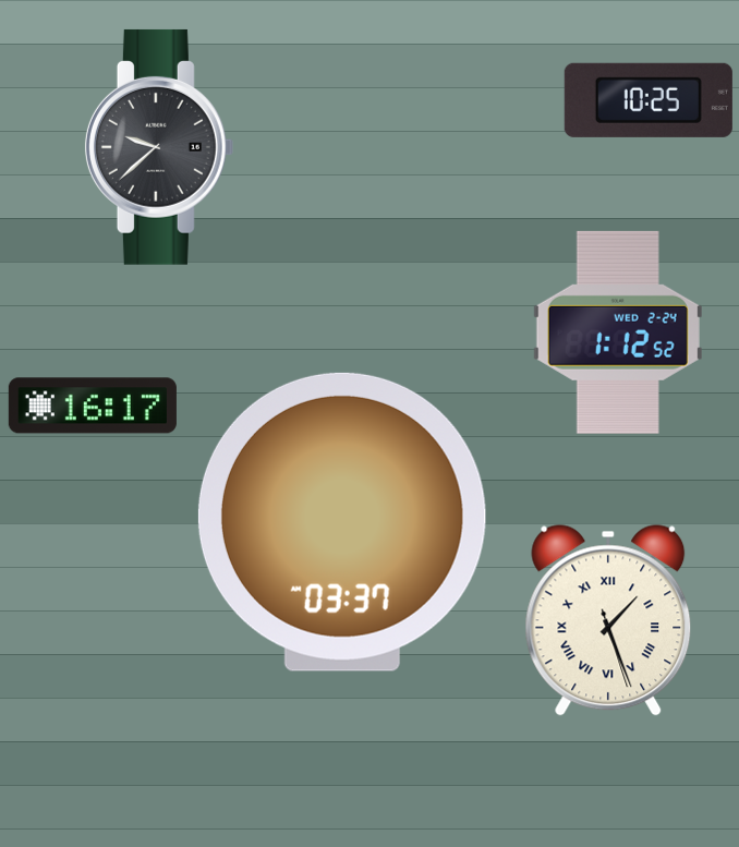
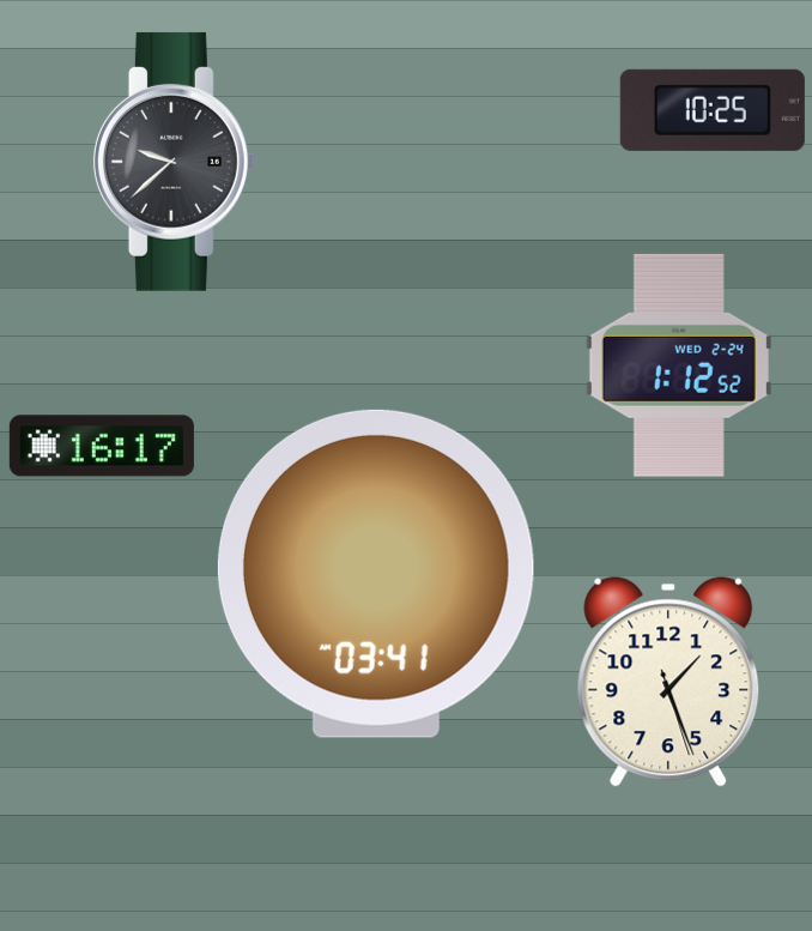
clock at (342, 522): 03:37 -> 03:41
clock at (608, 620) numerals: Roman -> Arabic
